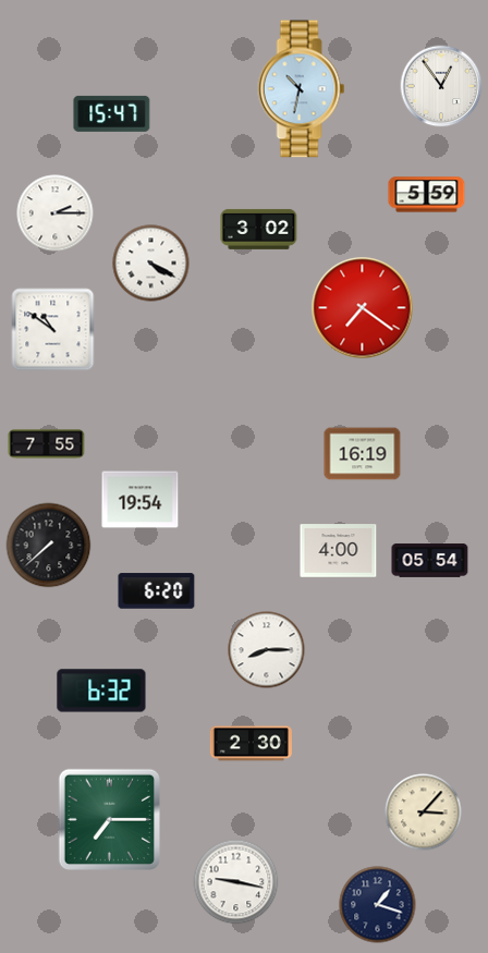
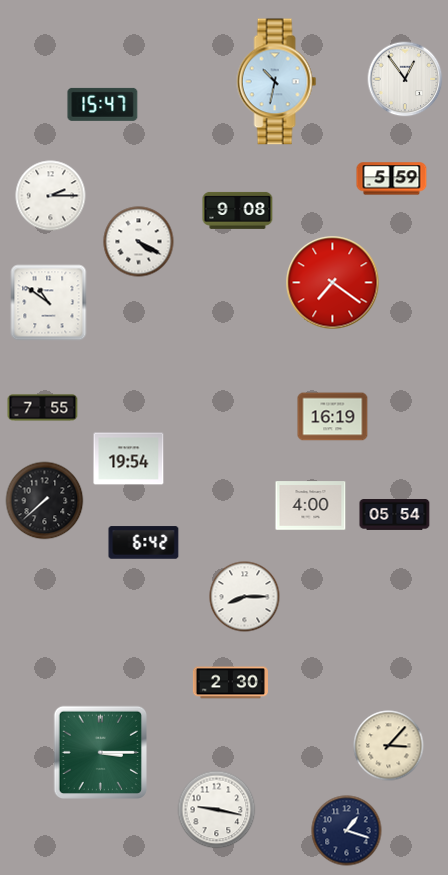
clock at (259, 229): 3:02 -> 9:08
clock at (157, 591): 6:20 -> 6:42
clock at (101, 691): 6:32 -> none
clock at (109, 819): 7:15 -> 3:15
